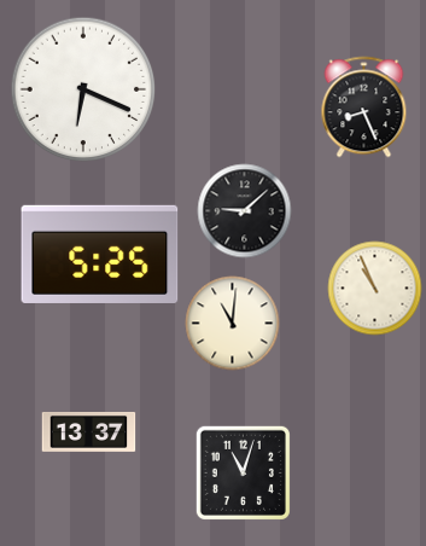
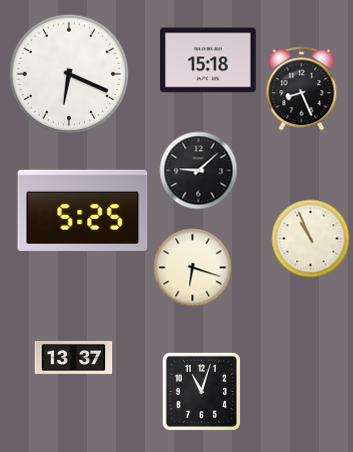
clock at (208, 60): none -> 15:18
clock at (244, 210) position: (244, 210) -> (198, 170)
clock at (232, 323): 11:01 -> 6:18
